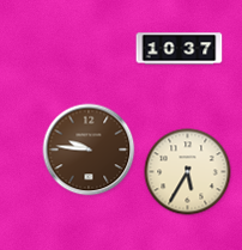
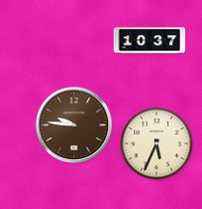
clock at (188, 172): 5:35 -> 5:34
